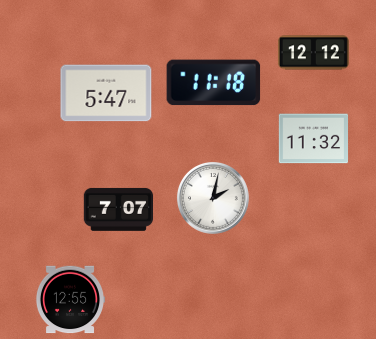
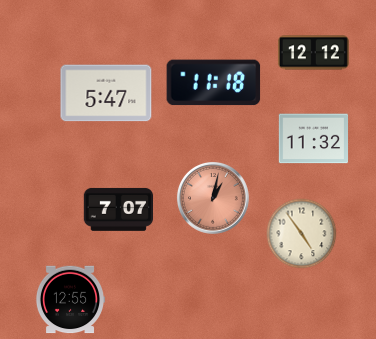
clock at (213, 198): 2:02 -> 1:02
clock at (213, 198) dial: white -> salmon
clock at (302, 234): none -> 4:54
